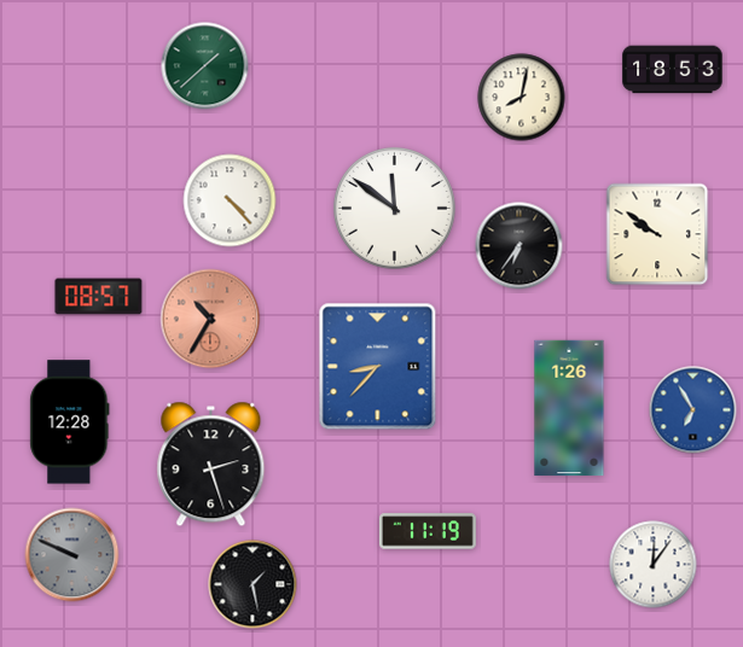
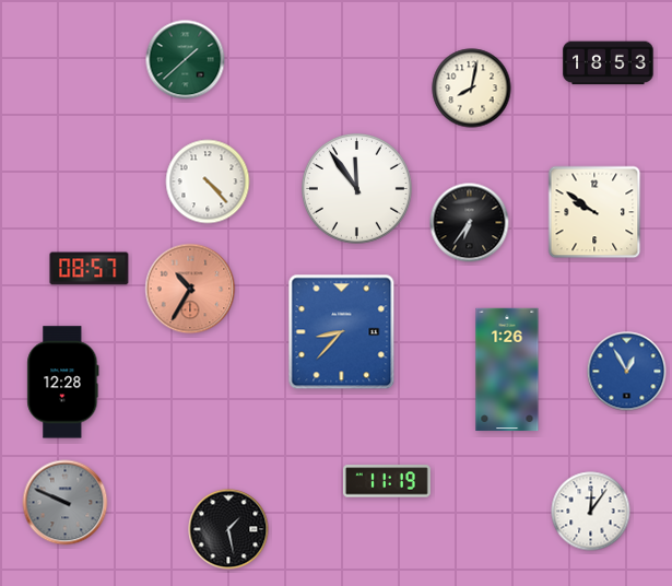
clock at (394, 208): 11:51 -> 11:54
clock at (569, 408) position: (569, 408) -> (507, 370)
clock at (693, 410): 6:55 -> 12:55
clock at (211, 465): 2:27 -> none
